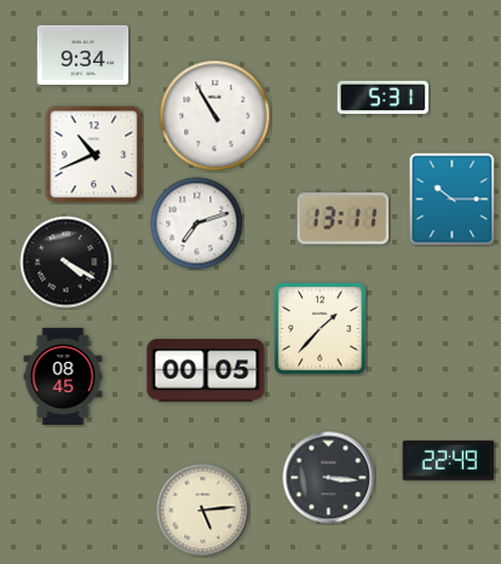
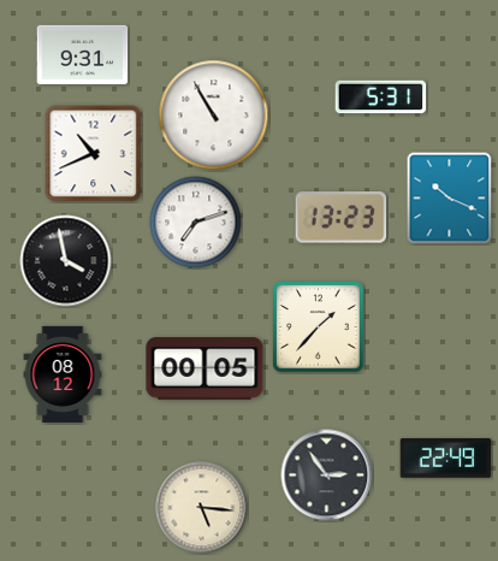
clock at (83, 54): 9:34 -> 9:31
clock at (453, 200): 10:15 -> 10:19
clock at (344, 219): 13:11 -> 13:23
clock at (67, 263): 4:20 -> 3:58
clock at (63, 376): 08:45 -> 08:12
clock at (329, 478): 3:16 -> 2:54
clock at (203, 511): 5:14 -> 5:16
